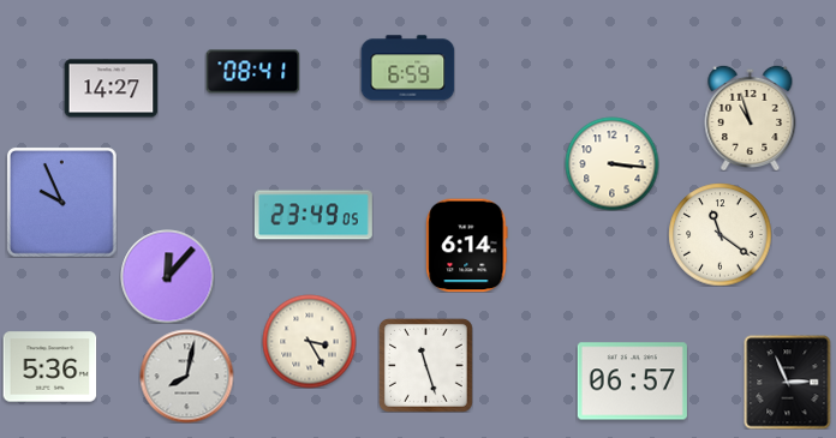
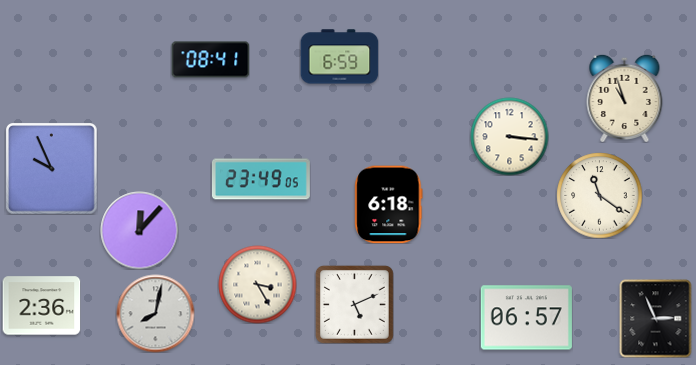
clock at (111, 89): 14:27 -> none
clock at (467, 245): 6:14 -> 6:18
clock at (425, 365): 11:27 -> 5:11
clock at (49, 367): 5:36 -> 2:36
